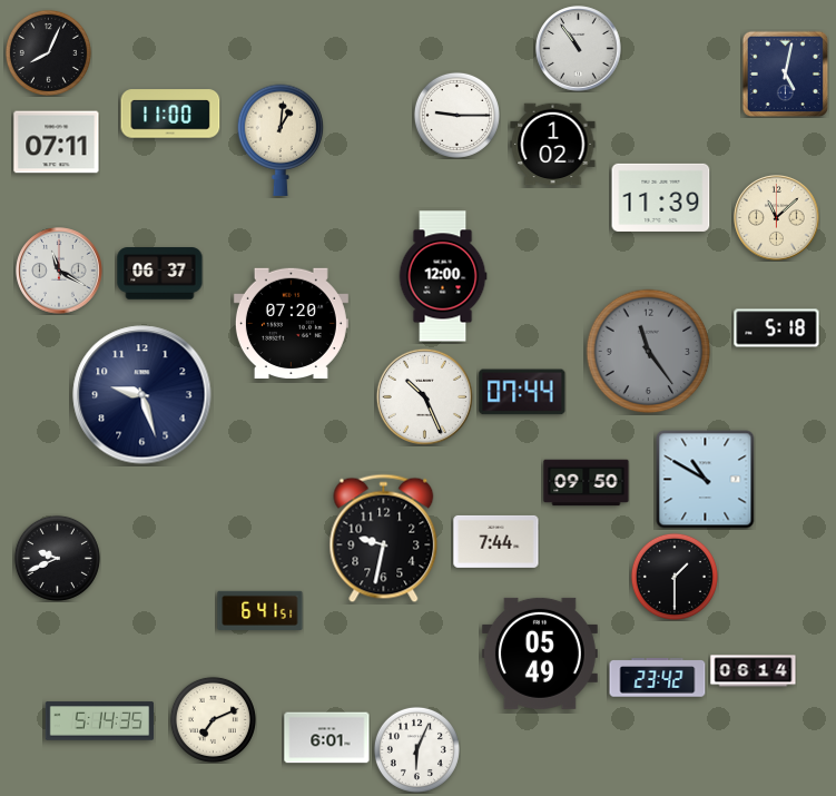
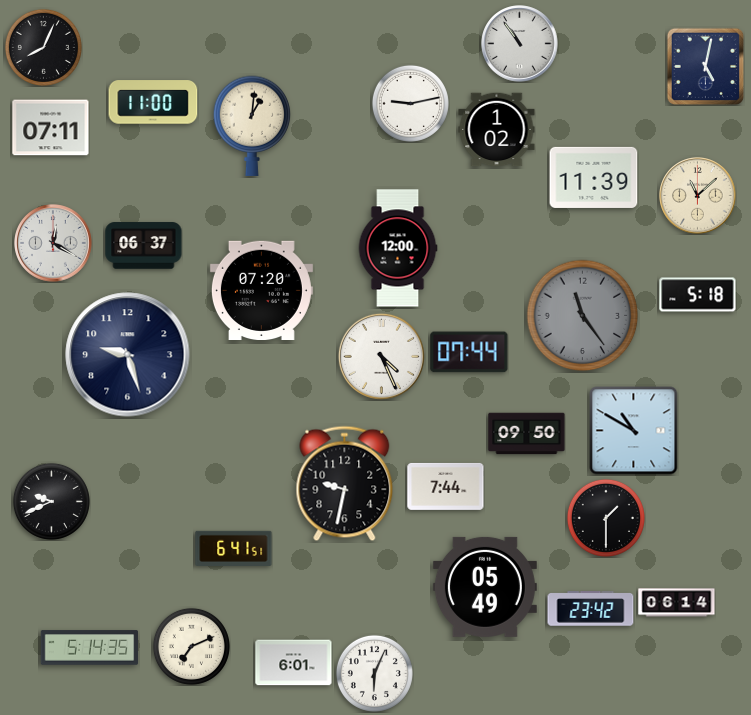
clock at (456, 115): 9:15 -> 9:13
clock at (59, 271): 11:20 -> 12:20
clock at (424, 396): 10:26 -> 4:26
